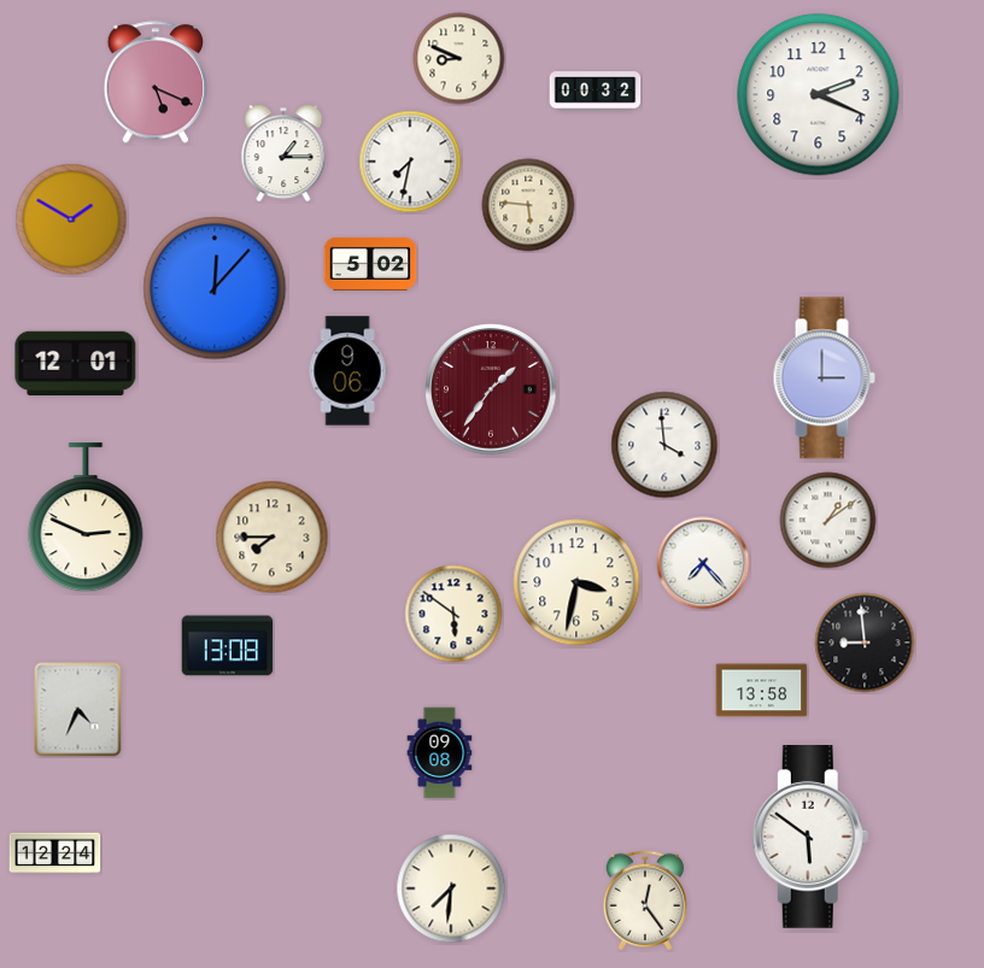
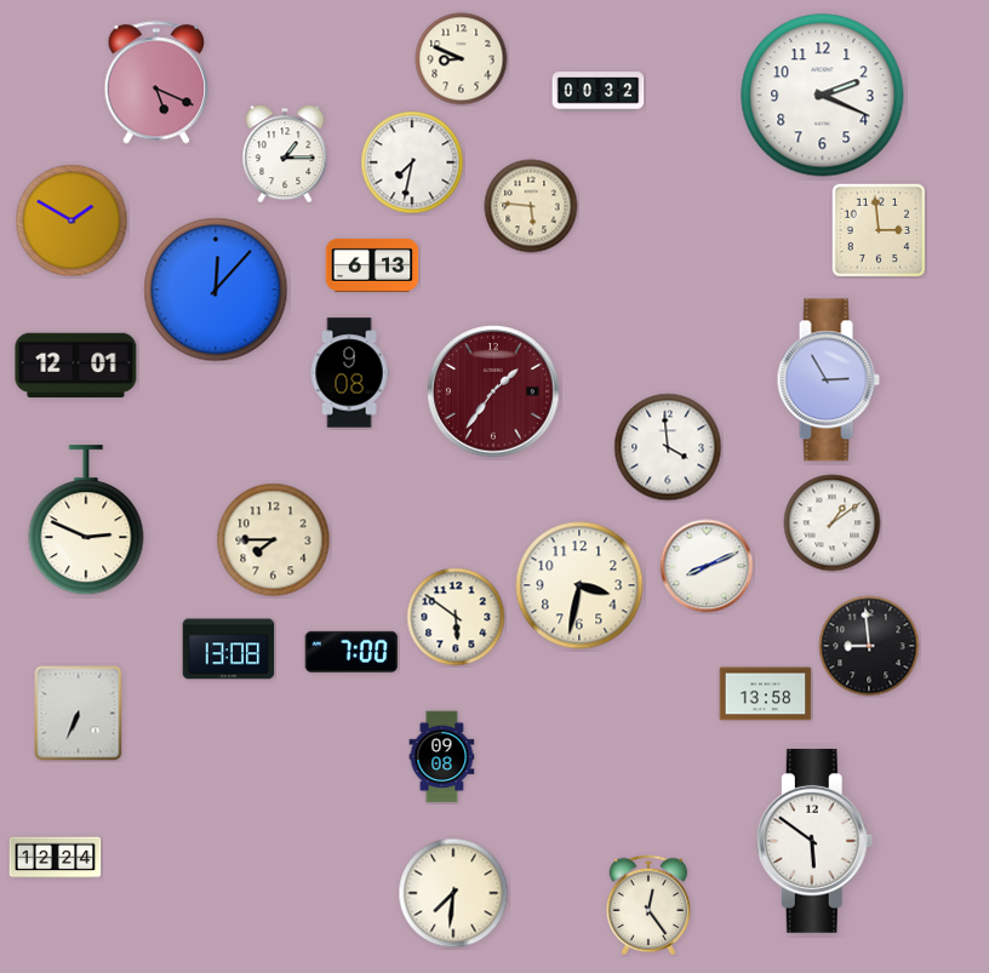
clock at (879, 230): none -> 2:59
clock at (370, 264): 5:02 -> 6:13
clock at (347, 371): 9:06 -> 9:08
clock at (824, 379): 3:00 -> 2:55
clock at (703, 563): 7:23 -> 8:11
clock at (351, 652): none -> 7:00
clock at (78, 710): 4:34 -> 6:34
